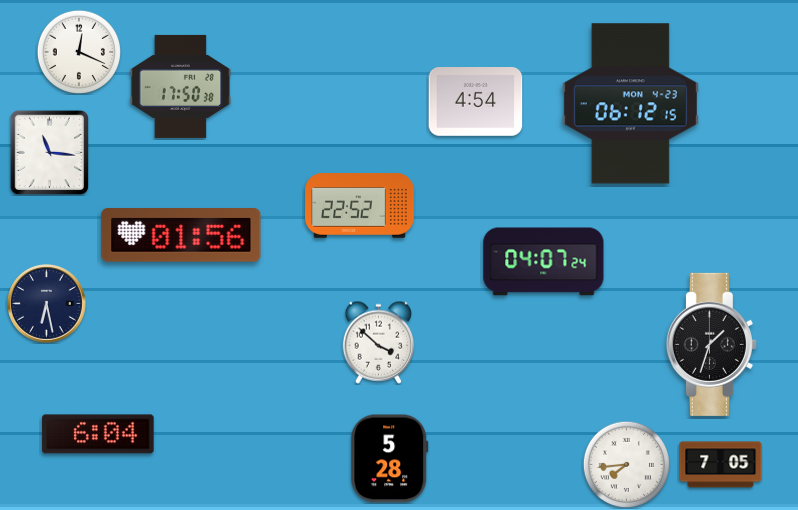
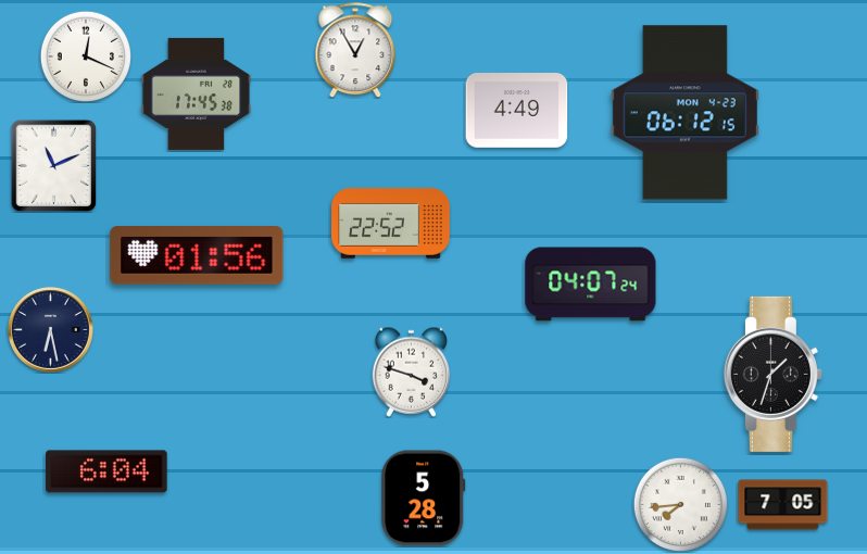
clock at (355, 50): none -> 12:55
clock at (181, 86): 17:50 -> 17:45
clock at (476, 102): 4:54 -> 4:49
clock at (50, 152): 11:16 -> 11:11
clock at (379, 342): 3:52 -> 3:48
